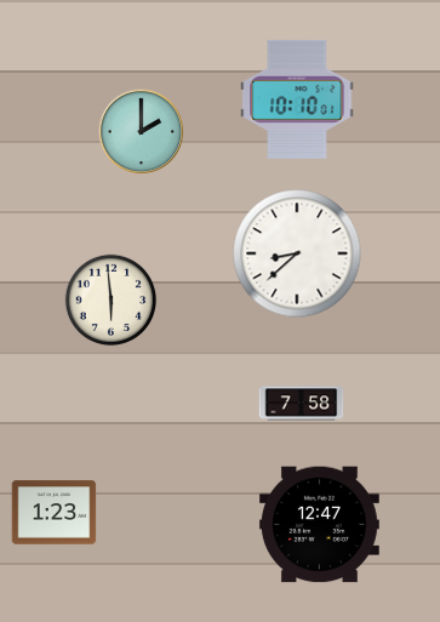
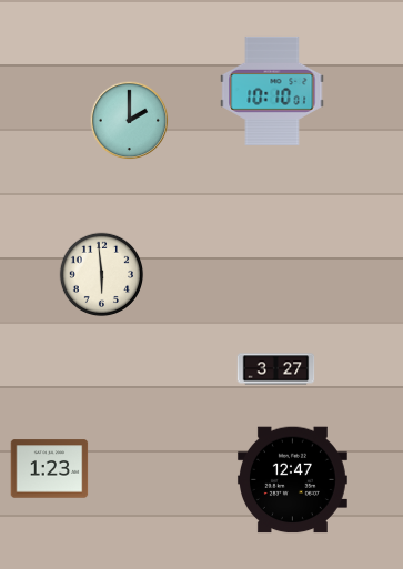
clock at (297, 253): 8:38 -> none
clock at (302, 404): 7:58 -> 3:27
